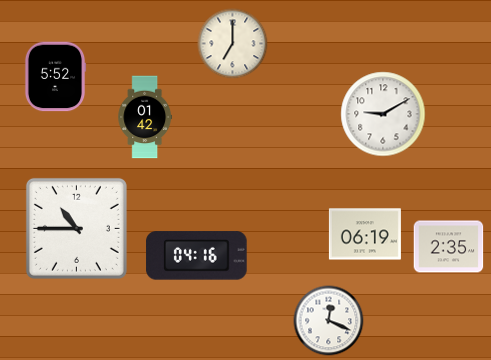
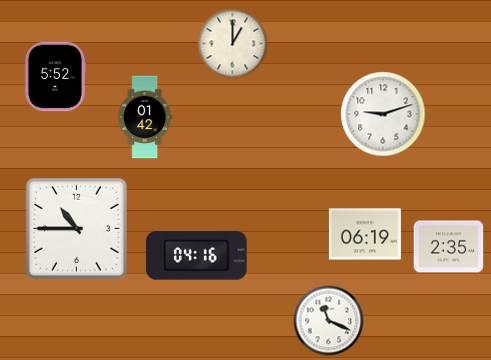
clock at (233, 44): 7:00 -> 1:00
clock at (383, 114): 9:10 -> 9:12
clock at (329, 321): 12:19 -> 11:19
